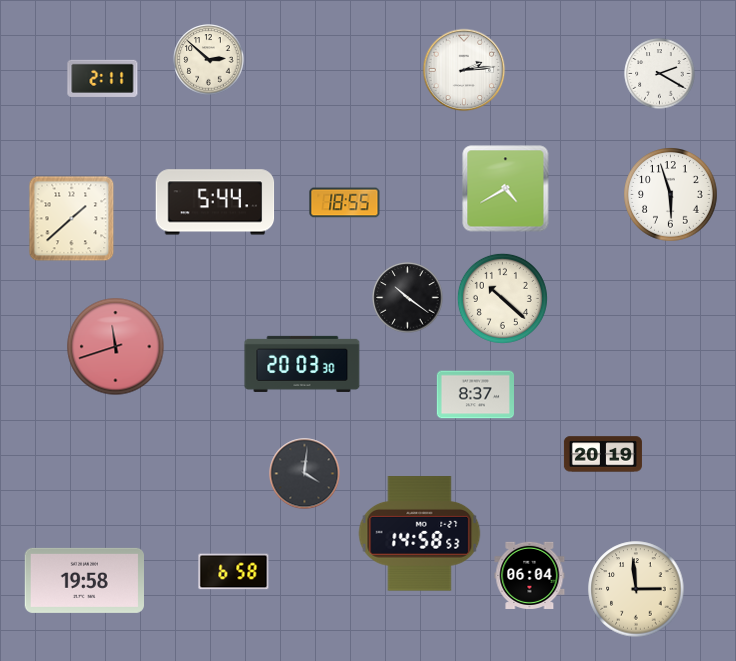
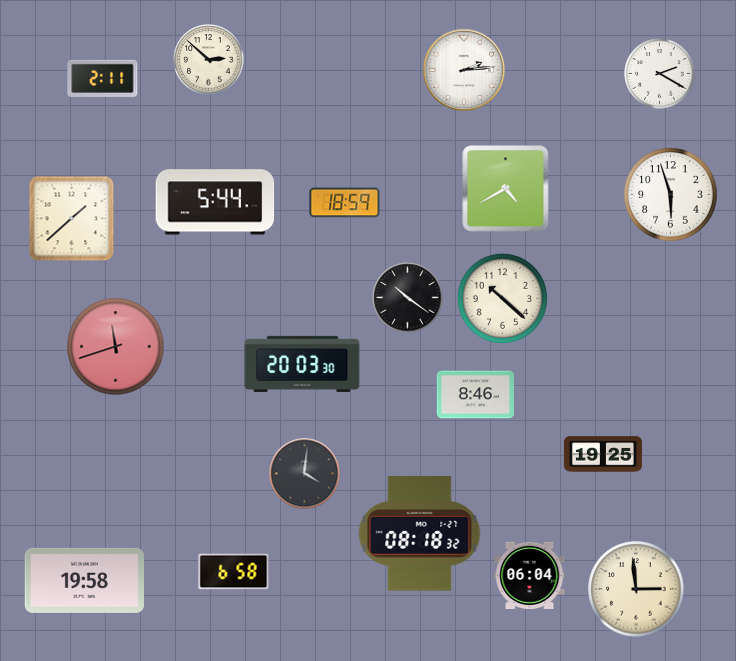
clock at (345, 203): 18:55 -> 18:59
clock at (475, 395): 8:37 -> 8:46
clock at (603, 454): 20:19 -> 19:25
clock at (420, 534): 14:58 -> 08:18
